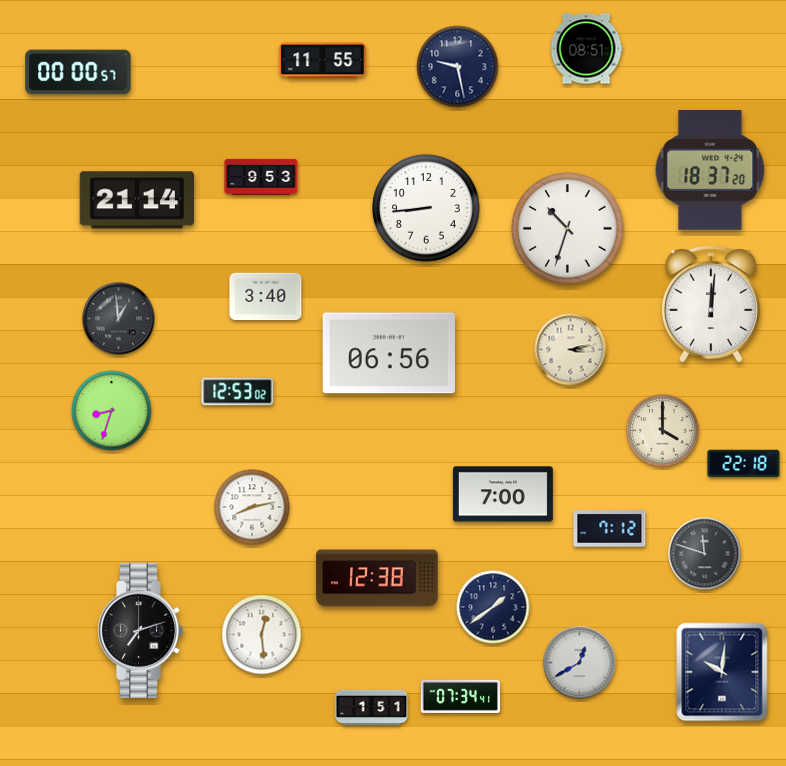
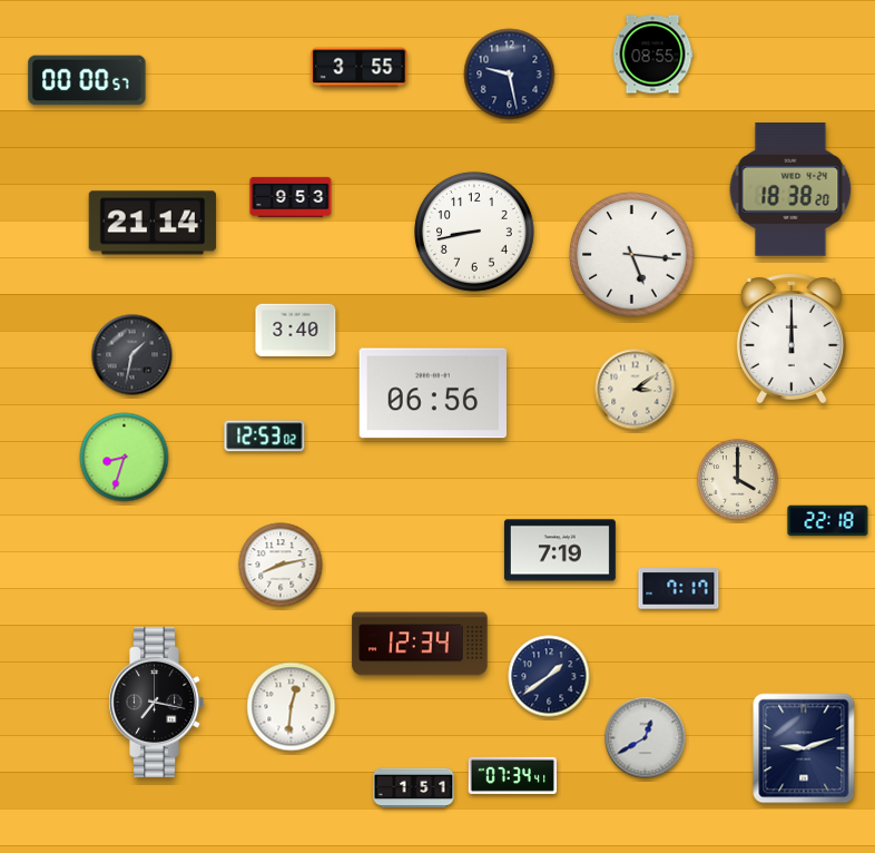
clock at (586, 49): 08:51 -> 08:55
clock at (323, 61): 11:55 -> 3:55
clock at (710, 171): 18:37 -> 18:38
clock at (427, 209): 8:44 -> 8:43
clock at (568, 229): 10:33 -> 5:16
clock at (711, 304): 12:01 -> 12:00
clock at (119, 319): 12:59 -> 1:32
clock at (571, 350): 3:13 -> 3:09
clock at (744, 464) position: (744, 464) -> (828, 521)
clock at (503, 494): 7:00 -> 7:19
clock at (610, 529): 7:12 -> 7:17
clock at (705, 554): 11:48 -> none
clock at (377, 578): 12:38 -> 12:34
clock at (141, 630): 7:12 -> 7:17
clock at (262, 635): 12:29 -> 12:31
clock at (722, 672): 10:01 -> 9:12
